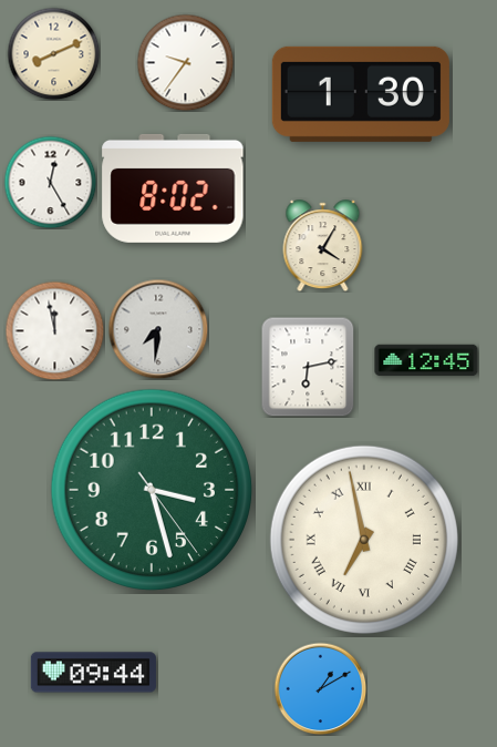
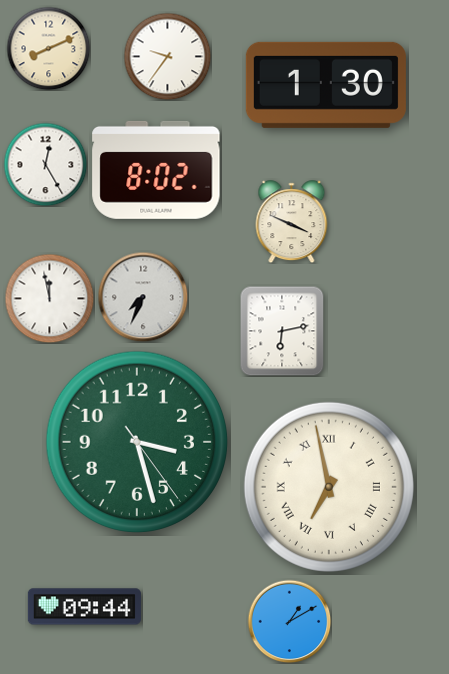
clock at (323, 246): 4:05 -> 3:49
clock at (158, 329): 7:31 -> 7:34
clock at (426, 360): 12:45 -> none
clock at (308, 367) position: (308, 367) -> (282, 331)
